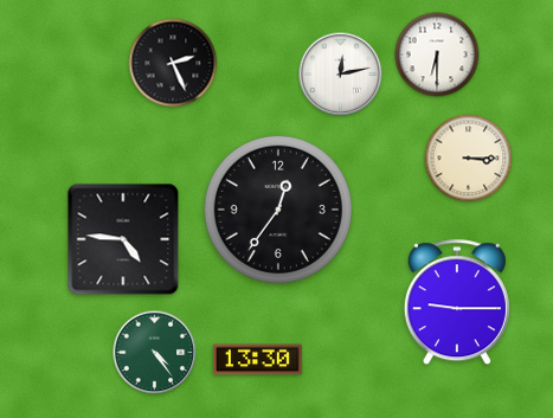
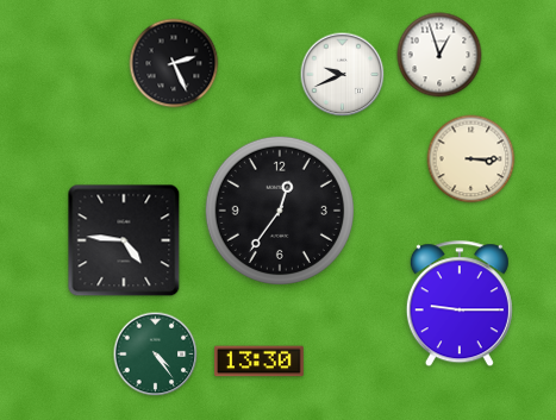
clock at (437, 54): 6:30 -> 12:57
clock at (341, 75): 12:13 -> 9:41
